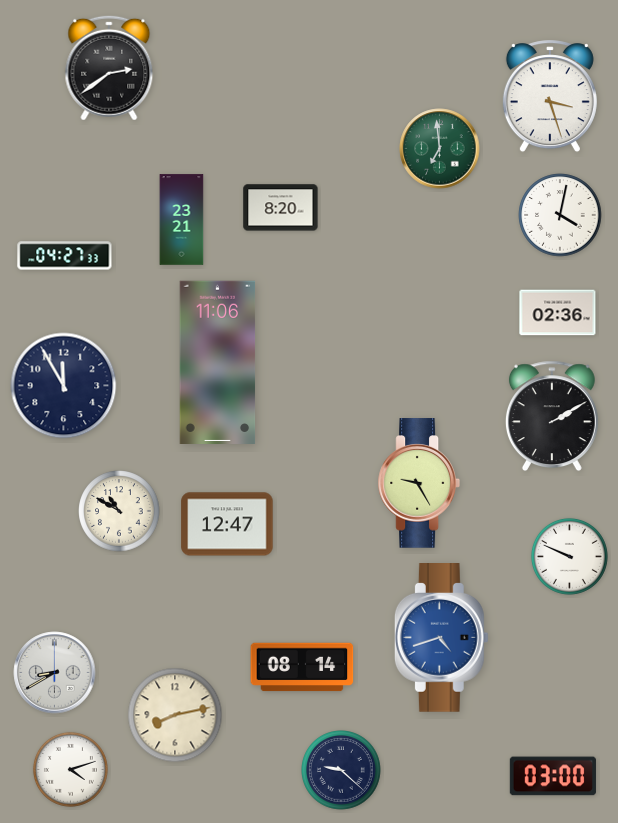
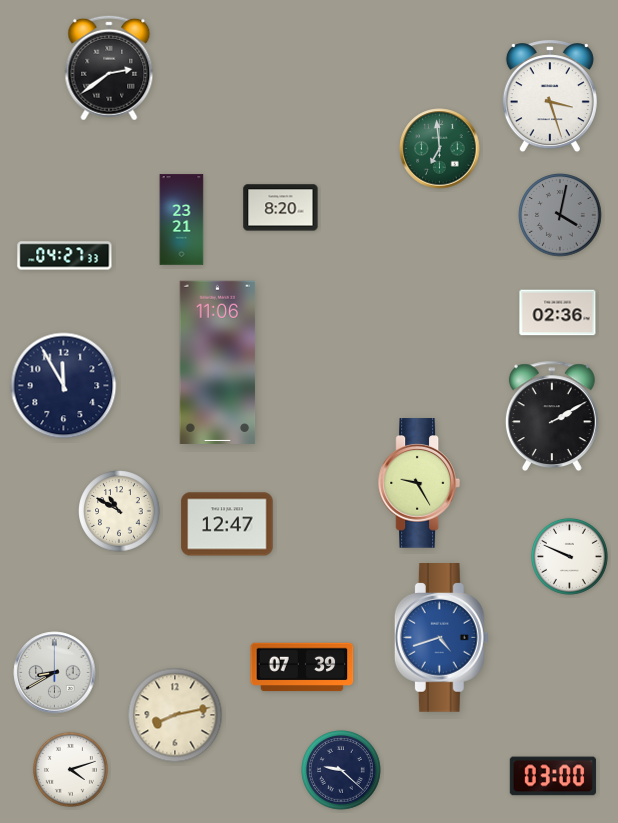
clock at (560, 215) dial: white -> grey
clock at (302, 667): 08:14 -> 07:39
